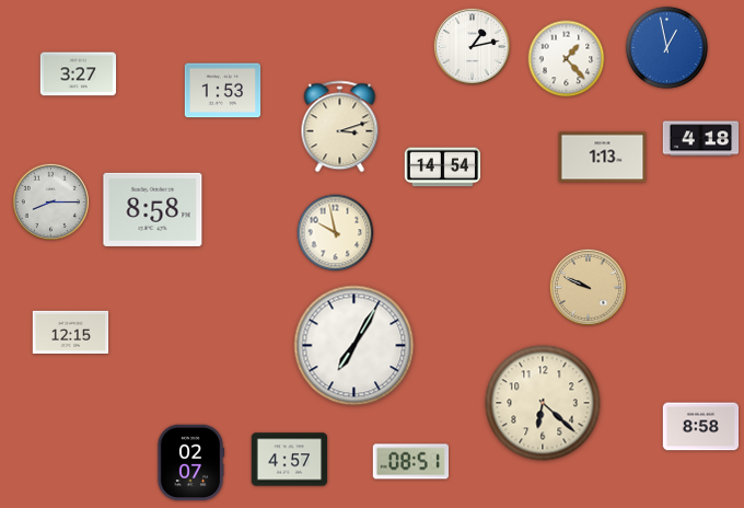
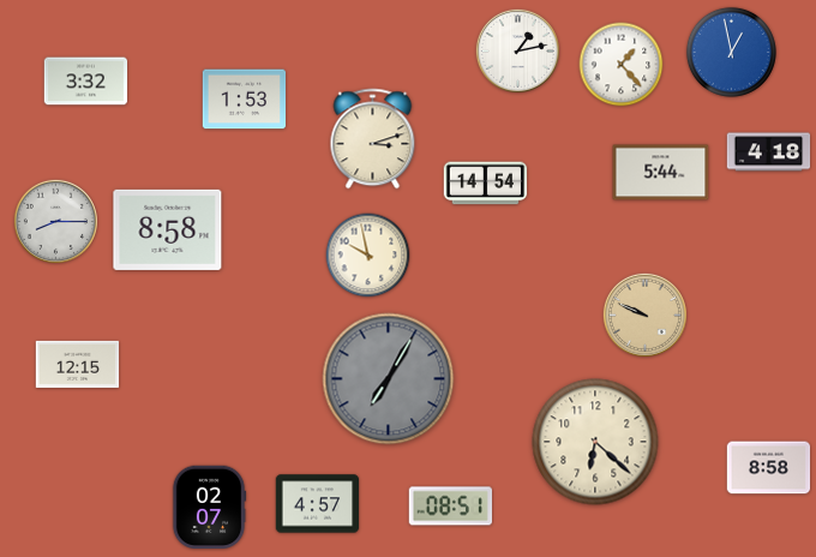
clock at (79, 74): 3:27 -> 3:32
clock at (603, 158): 1:13 -> 5:44
clock at (354, 346) dial: white -> grey
